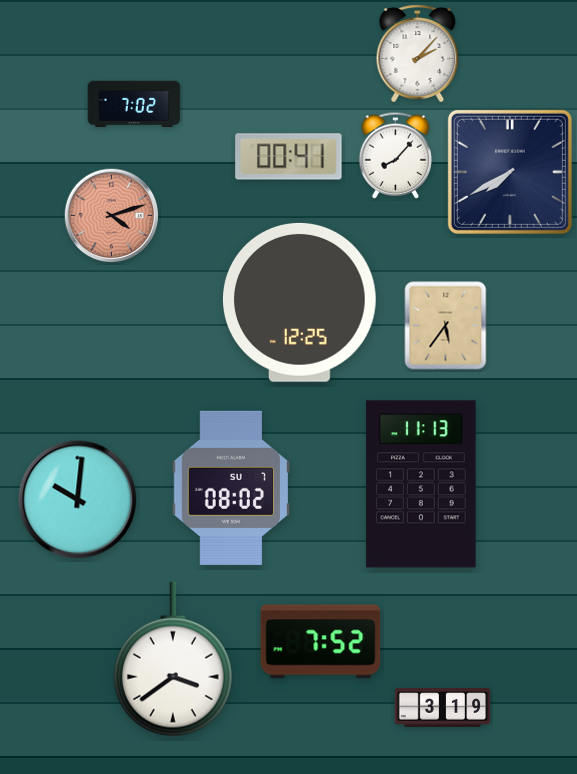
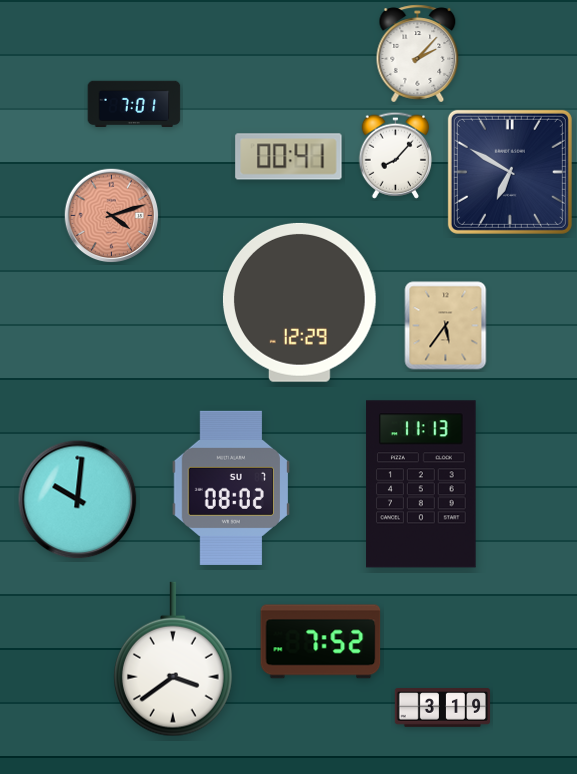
clock at (134, 104): 7:02 -> 7:01
clock at (510, 172): 7:40 -> 6:50
clock at (299, 302): 12:25 -> 12:29
